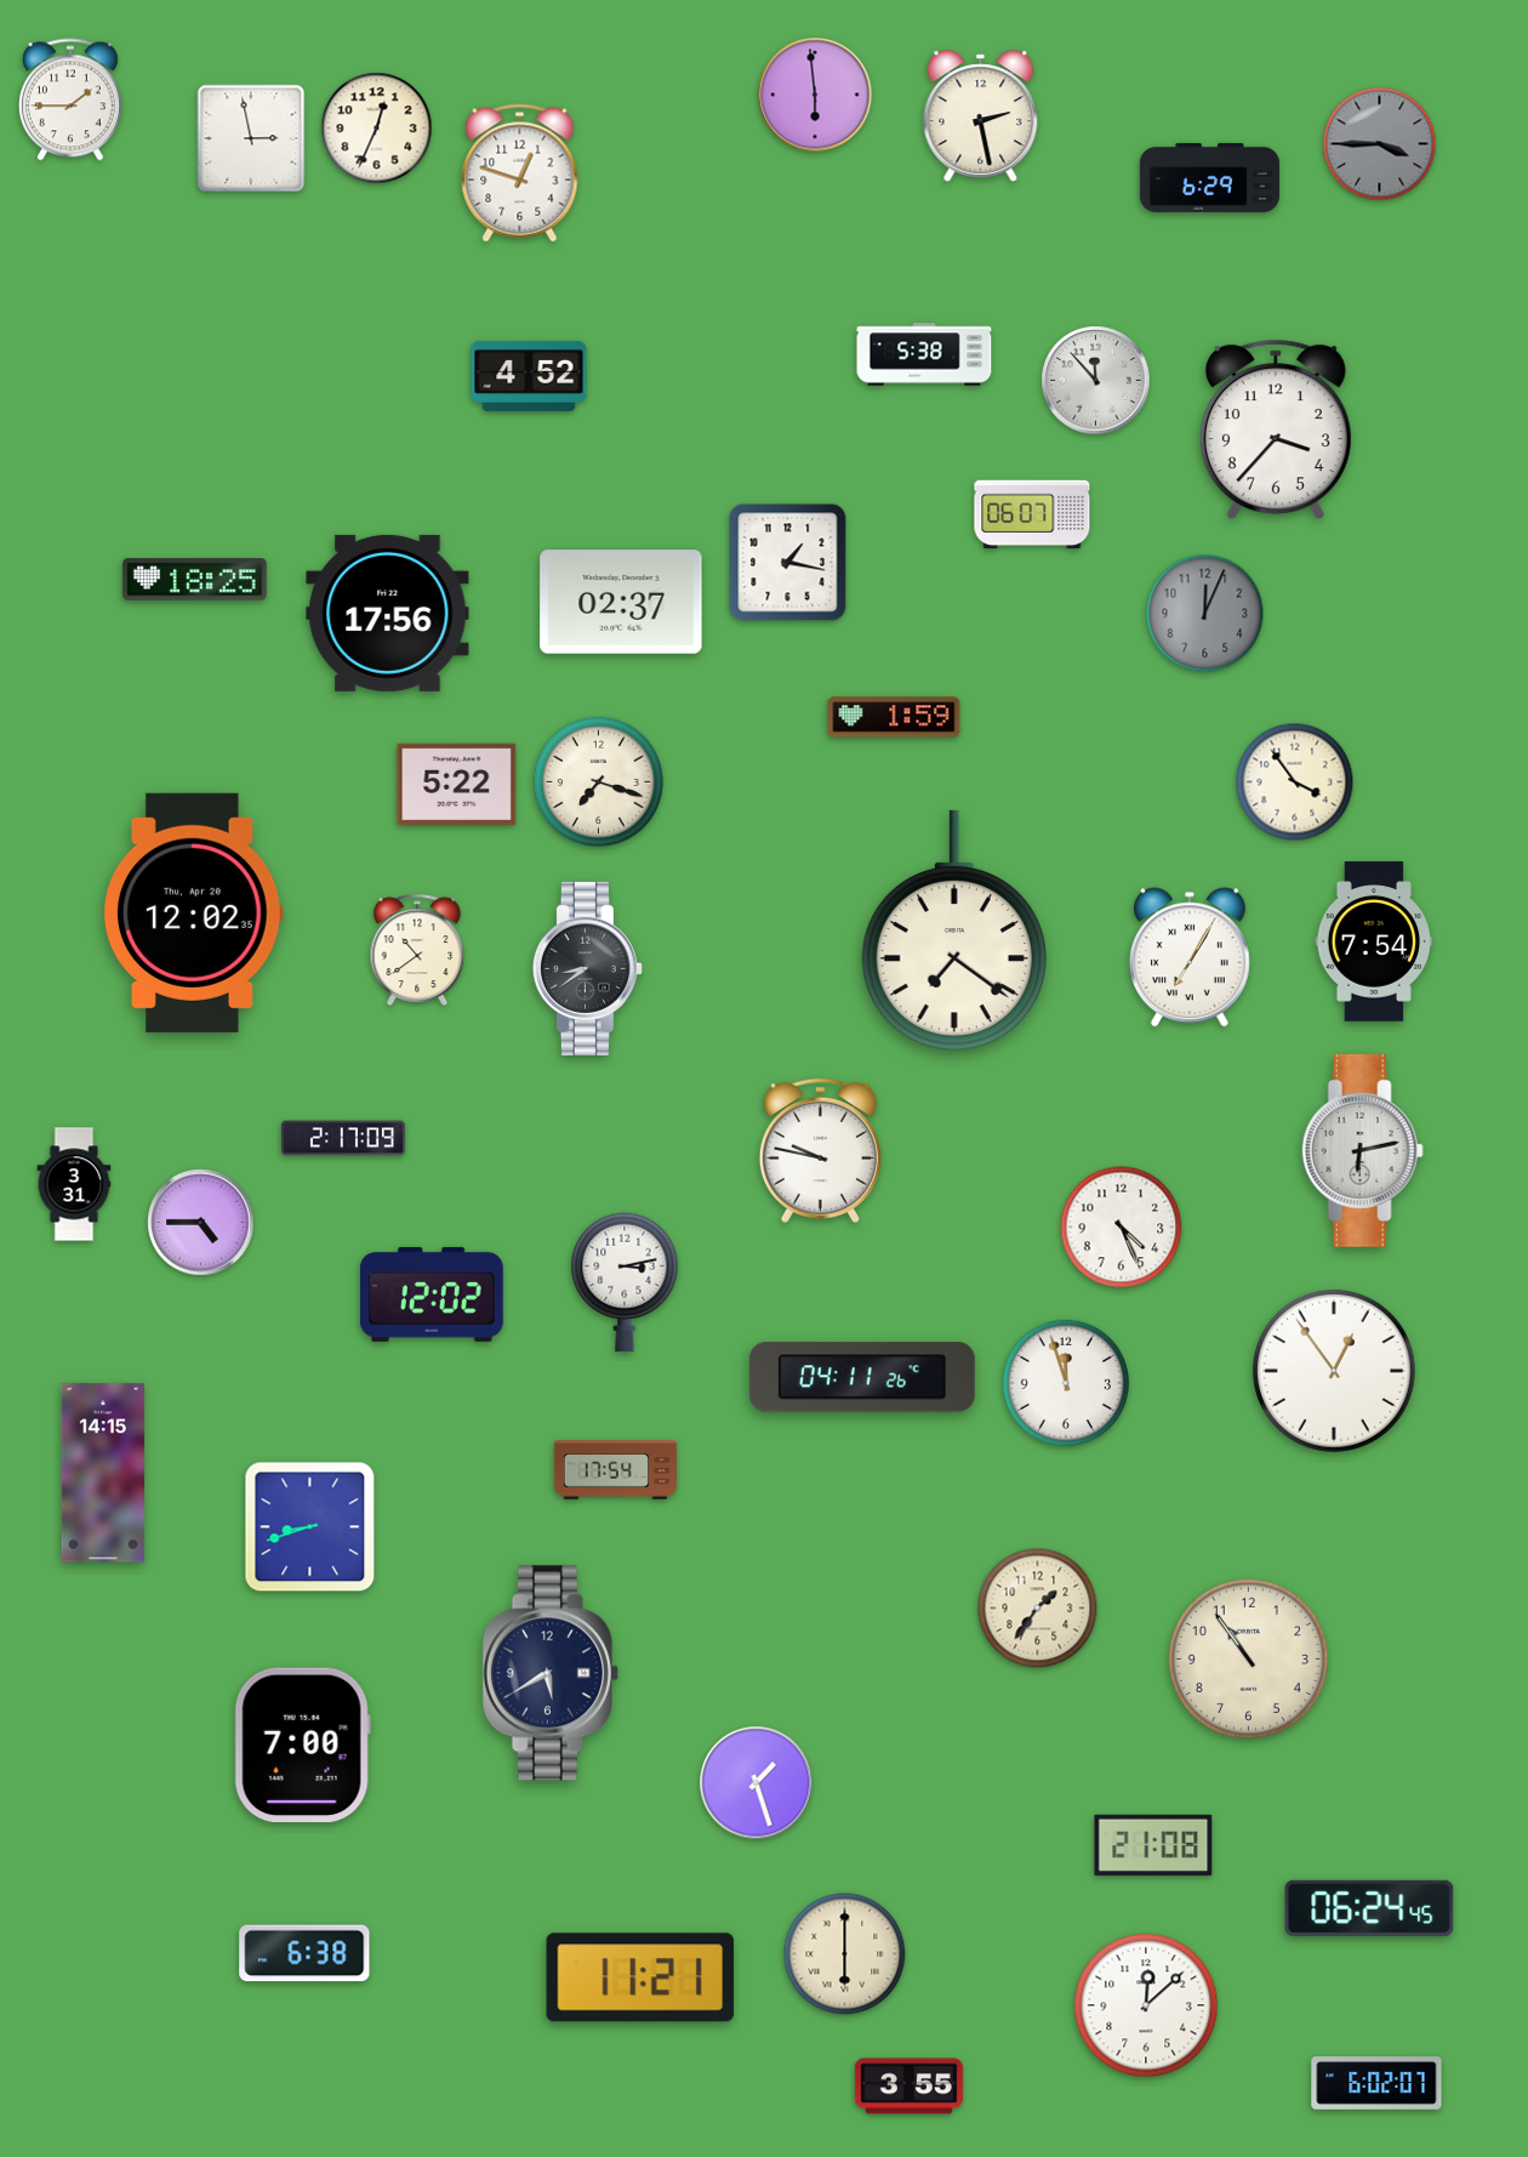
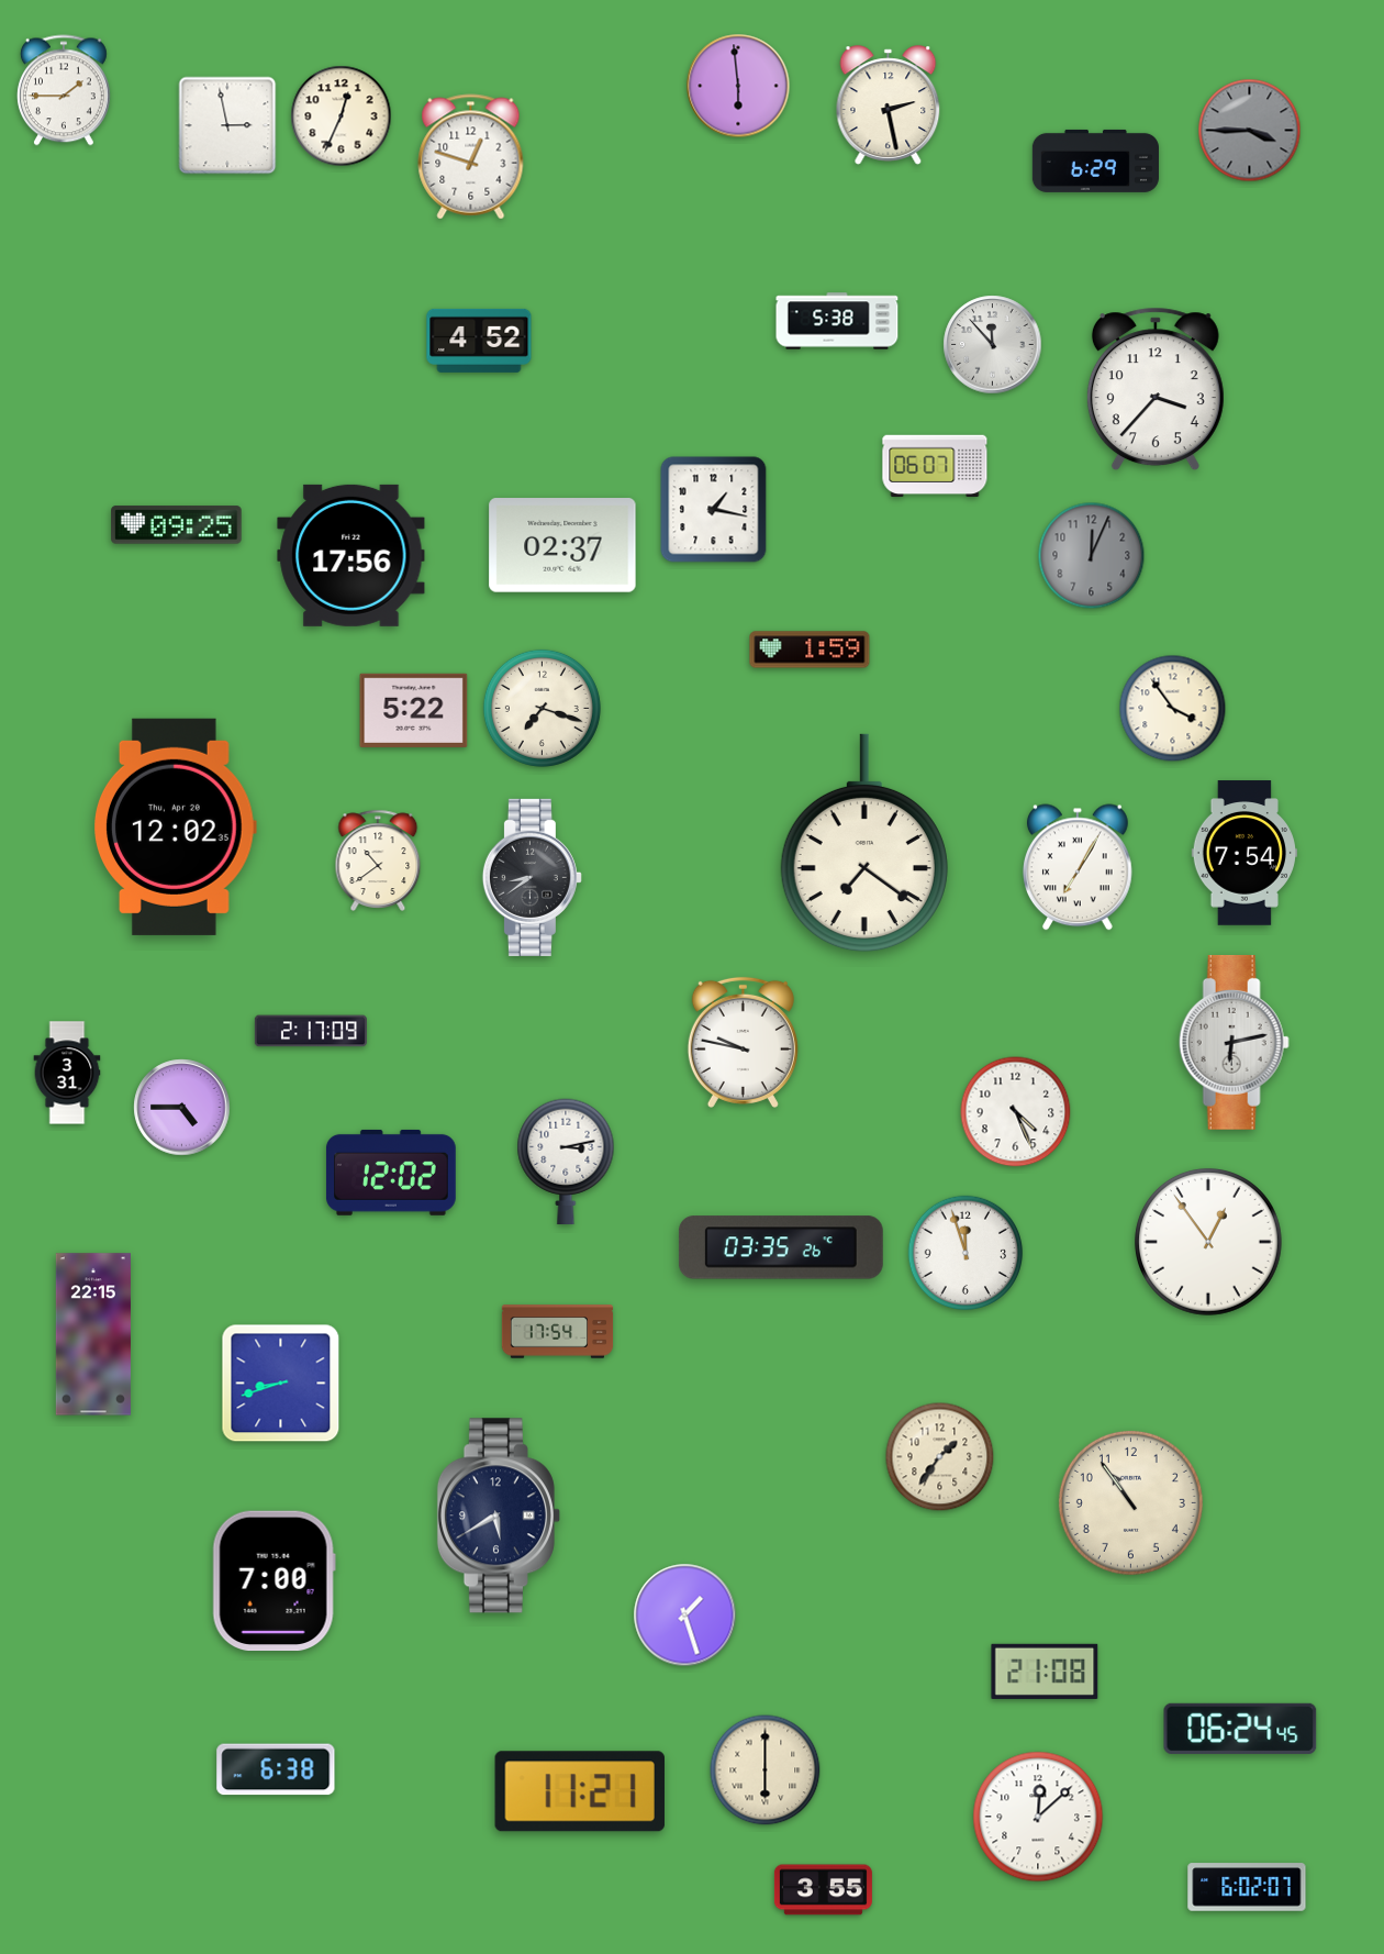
clock at (195, 580): 18:25 -> 09:25
clock at (862, 1377): 04:11 -> 03:35
clock at (103, 1473): 14:15 -> 22:15
